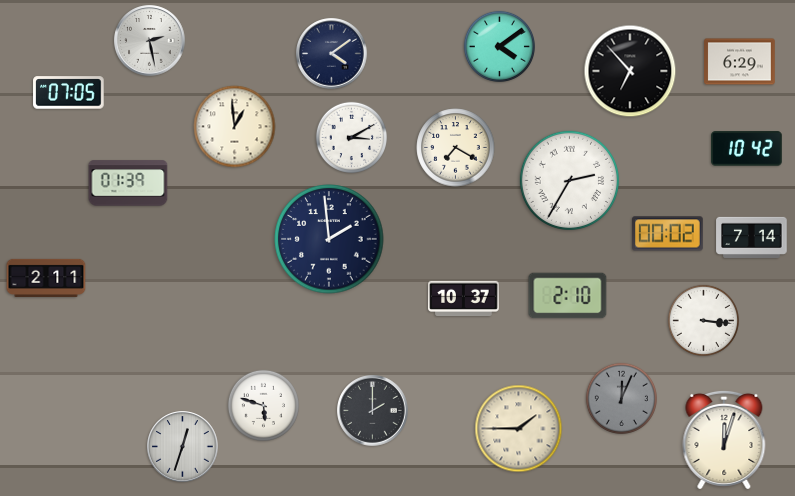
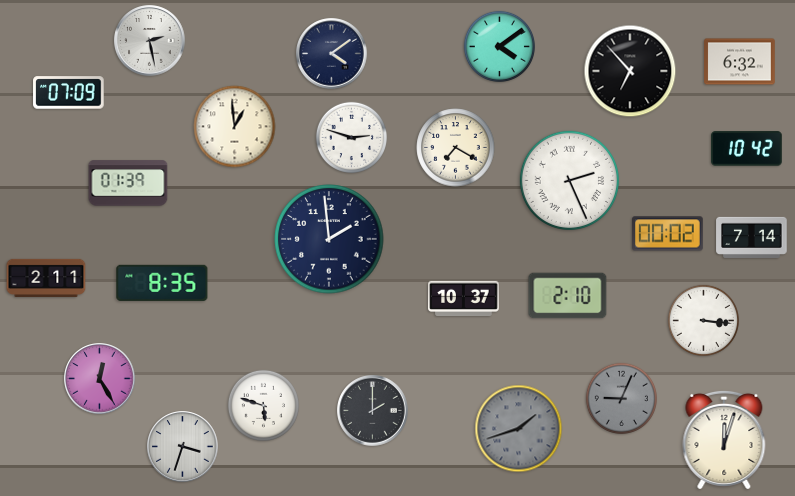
clock at (740, 62): 6:29 -> 6:32
clock at (69, 93): 07:05 -> 07:09
clock at (351, 137): 3:10 -> 2:48
clock at (569, 180): 2:35 -> 2:26
clock at (162, 283): none -> 8:35
clock at (100, 379): none -> 12:25
clock at (621, 398): 12:04 -> 9:04
clock at (519, 429): 1:45 -> 1:42
clock at (519, 429) dial: cream -> grey
clock at (183, 447): 12:33 -> 3:33
